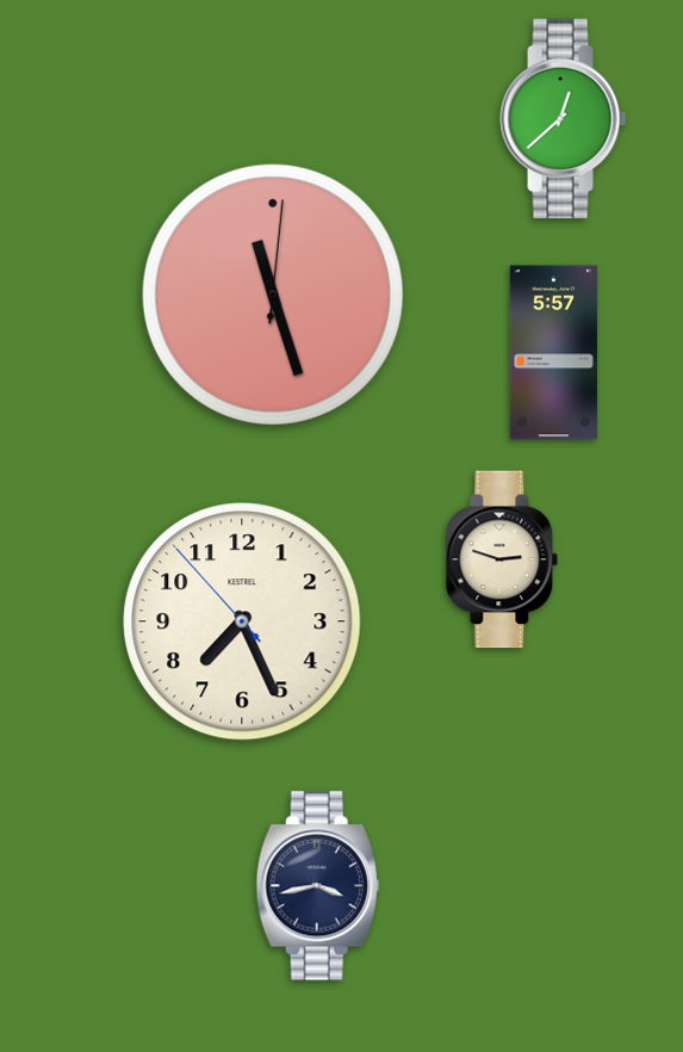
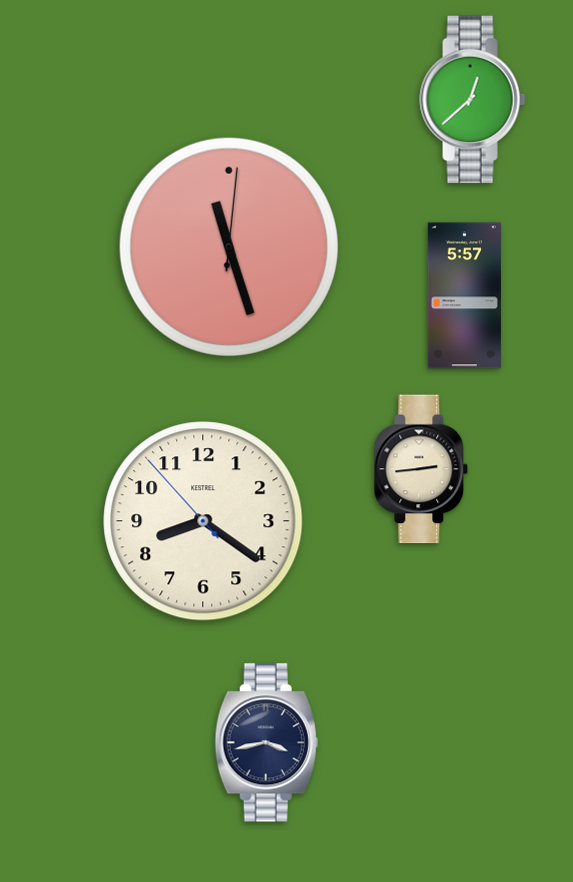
clock at (502, 559): 2:48 -> 2:44
clock at (242, 621): 7:25 -> 8:20
